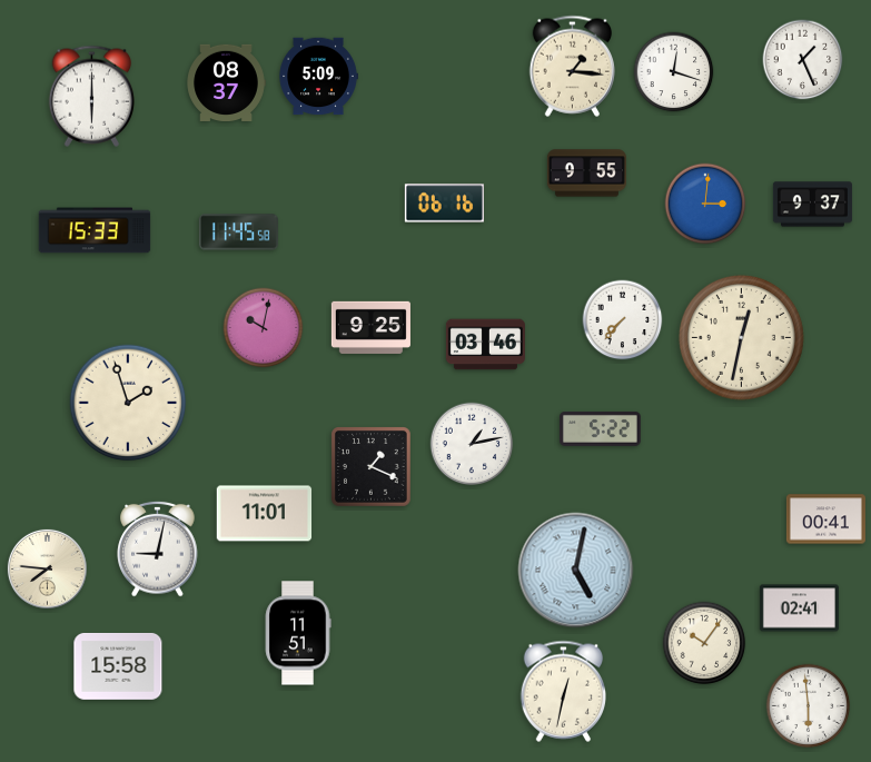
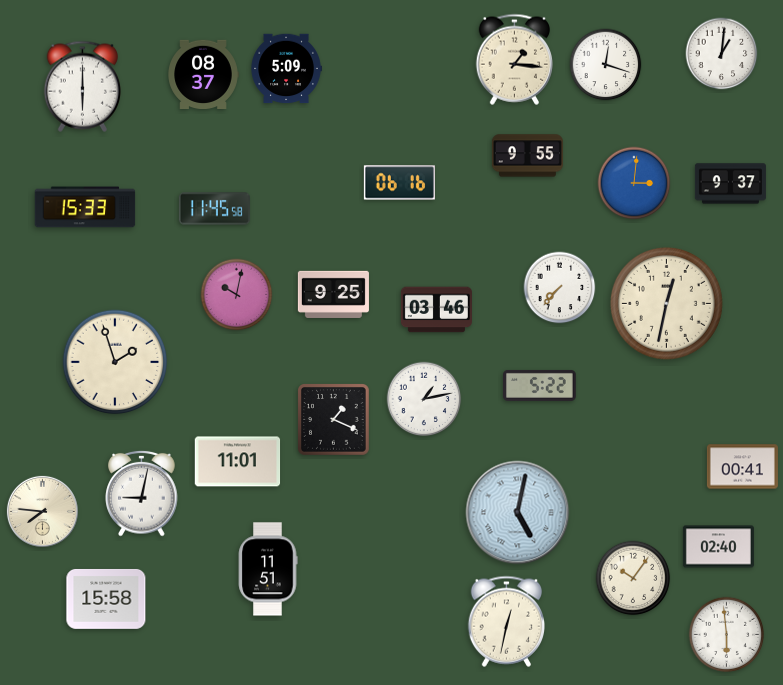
clock at (803, 60): 1:26 -> 1:01
clock at (799, 608): 02:41 -> 02:40
